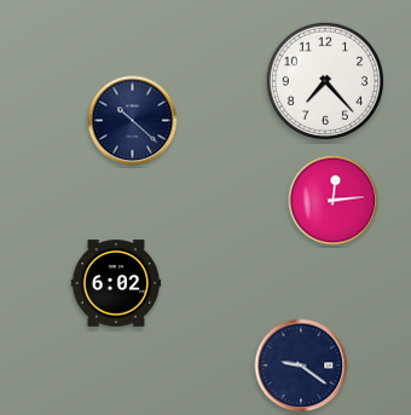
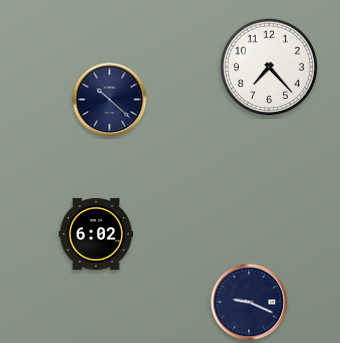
clock at (334, 201): 12:14 -> none
clock at (301, 365): 9:21 -> 9:19
